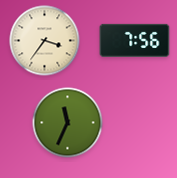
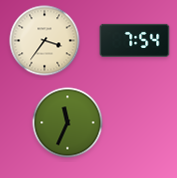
clock at (135, 40): 7:56 -> 7:54
